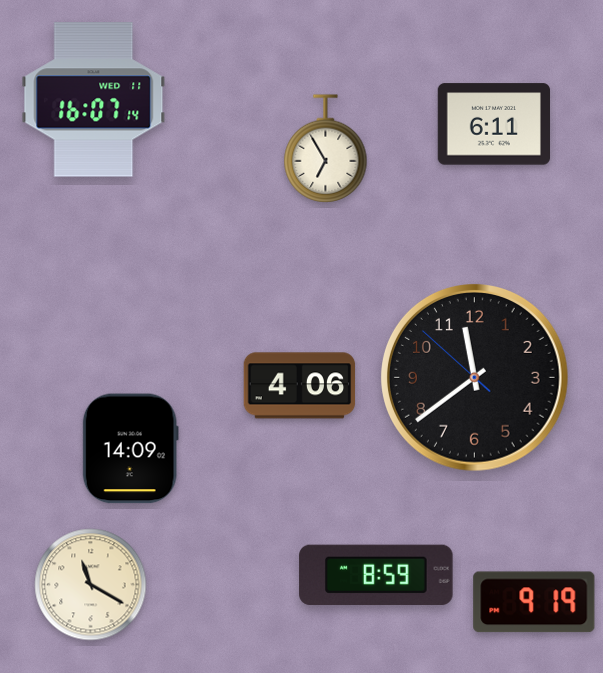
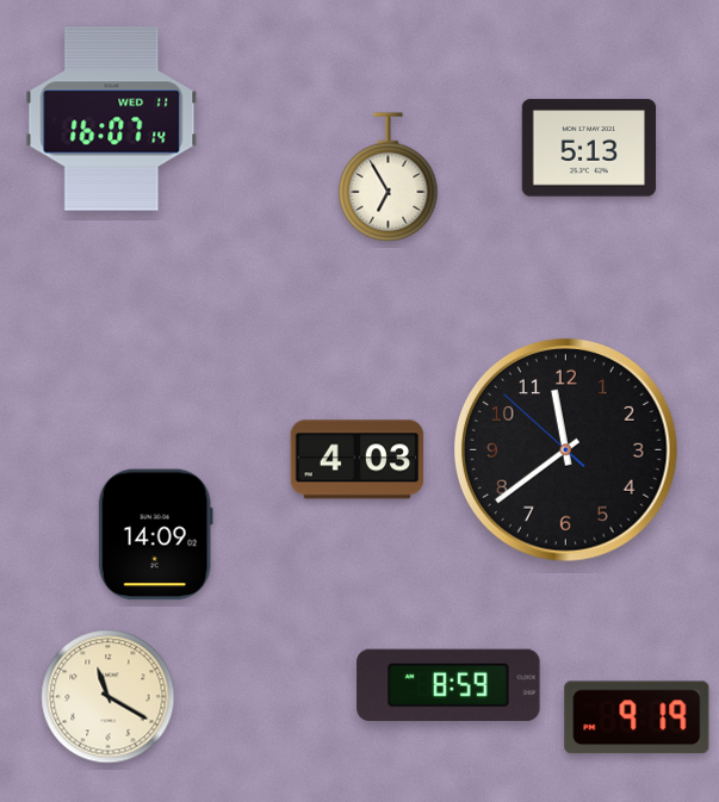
clock at (493, 124): 6:11 -> 5:13
clock at (300, 386): 4:06 -> 4:03
